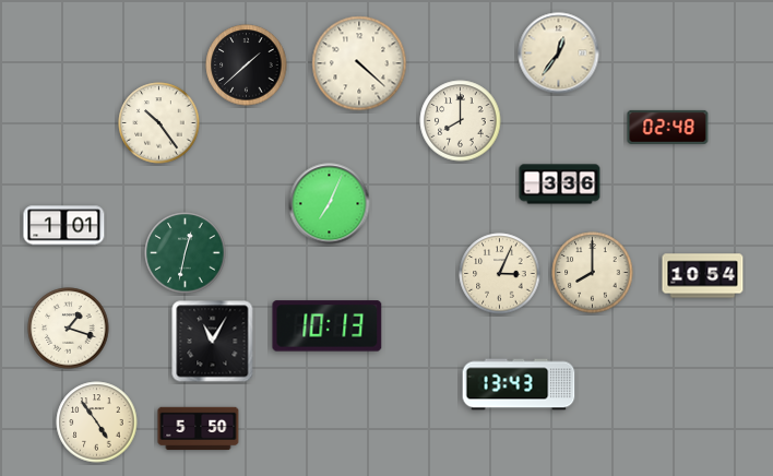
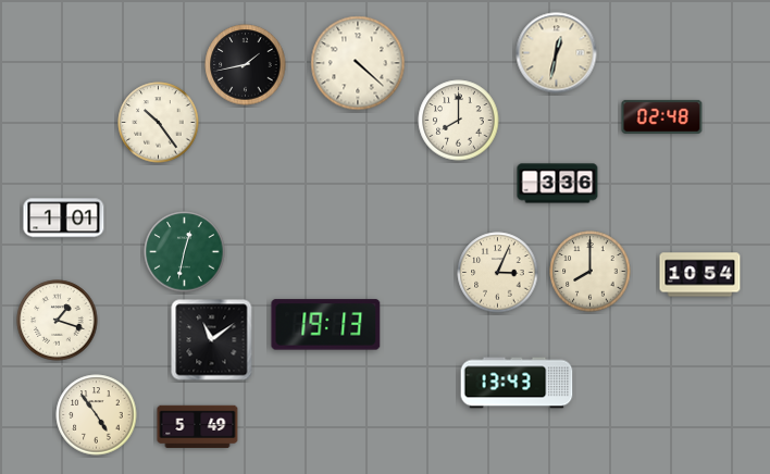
clock at (559, 53): 12:36 -> 12:32
clock at (247, 66): 1:38 -> 1:43
clock at (668, 127) position: (668, 127) -> (662, 116)
clock at (330, 204): 7:04 -> none
clock at (64, 226) position: (64, 226) -> (64, 219)
clock at (328, 326): 10:13 -> 19:13
clock at (69, 329) position: (69, 329) -> (58, 321)
clock at (213, 342): 11:05 -> 11:09
clock at (97, 423) position: (97, 423) -> (97, 415)
clock at (199, 429): 5:50 -> 5:49
